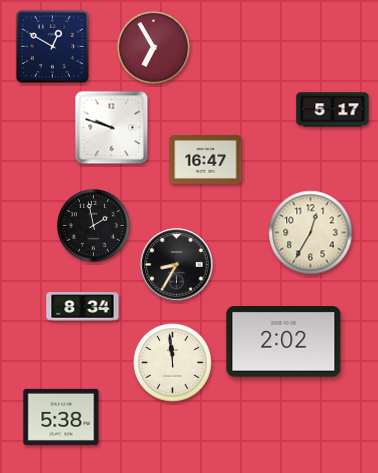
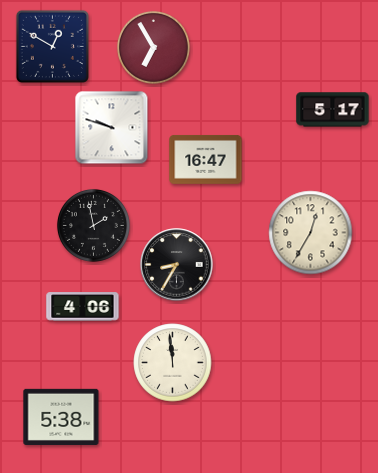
clock at (83, 307): 8:34 -> 4:06
clock at (284, 342): 2:02 -> none
